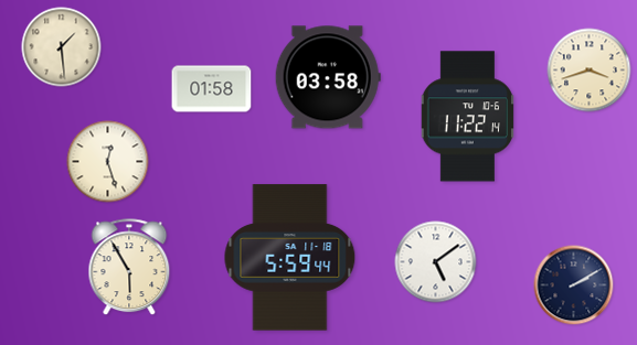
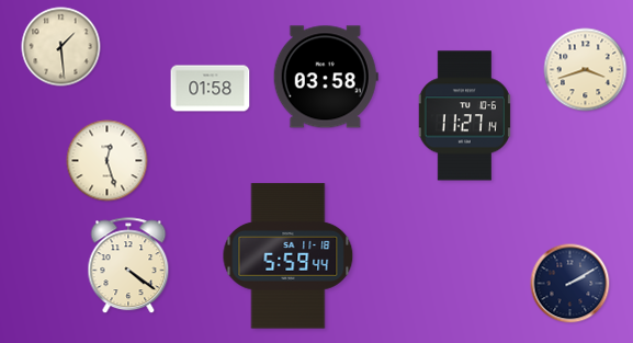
clock at (467, 117): 11:22 -> 11:27
clock at (436, 262): 5:09 -> none
clock at (129, 268): 5:55 -> 4:21
